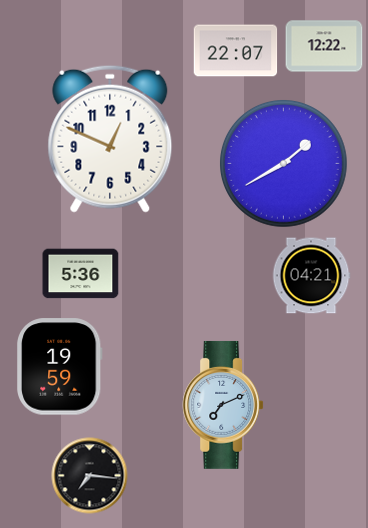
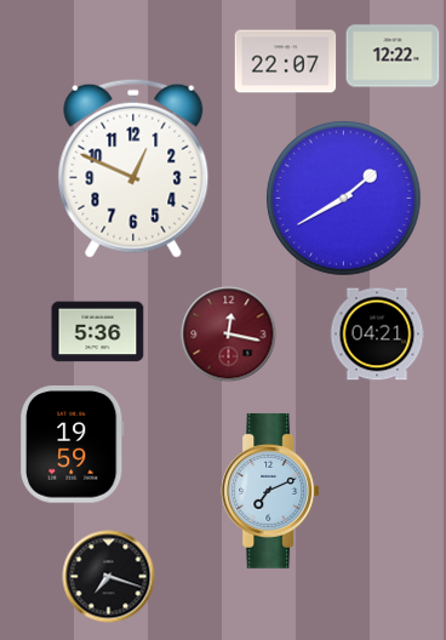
clock at (229, 335): none -> 12:17
clock at (90, 476): 7:16 -> 7:18
